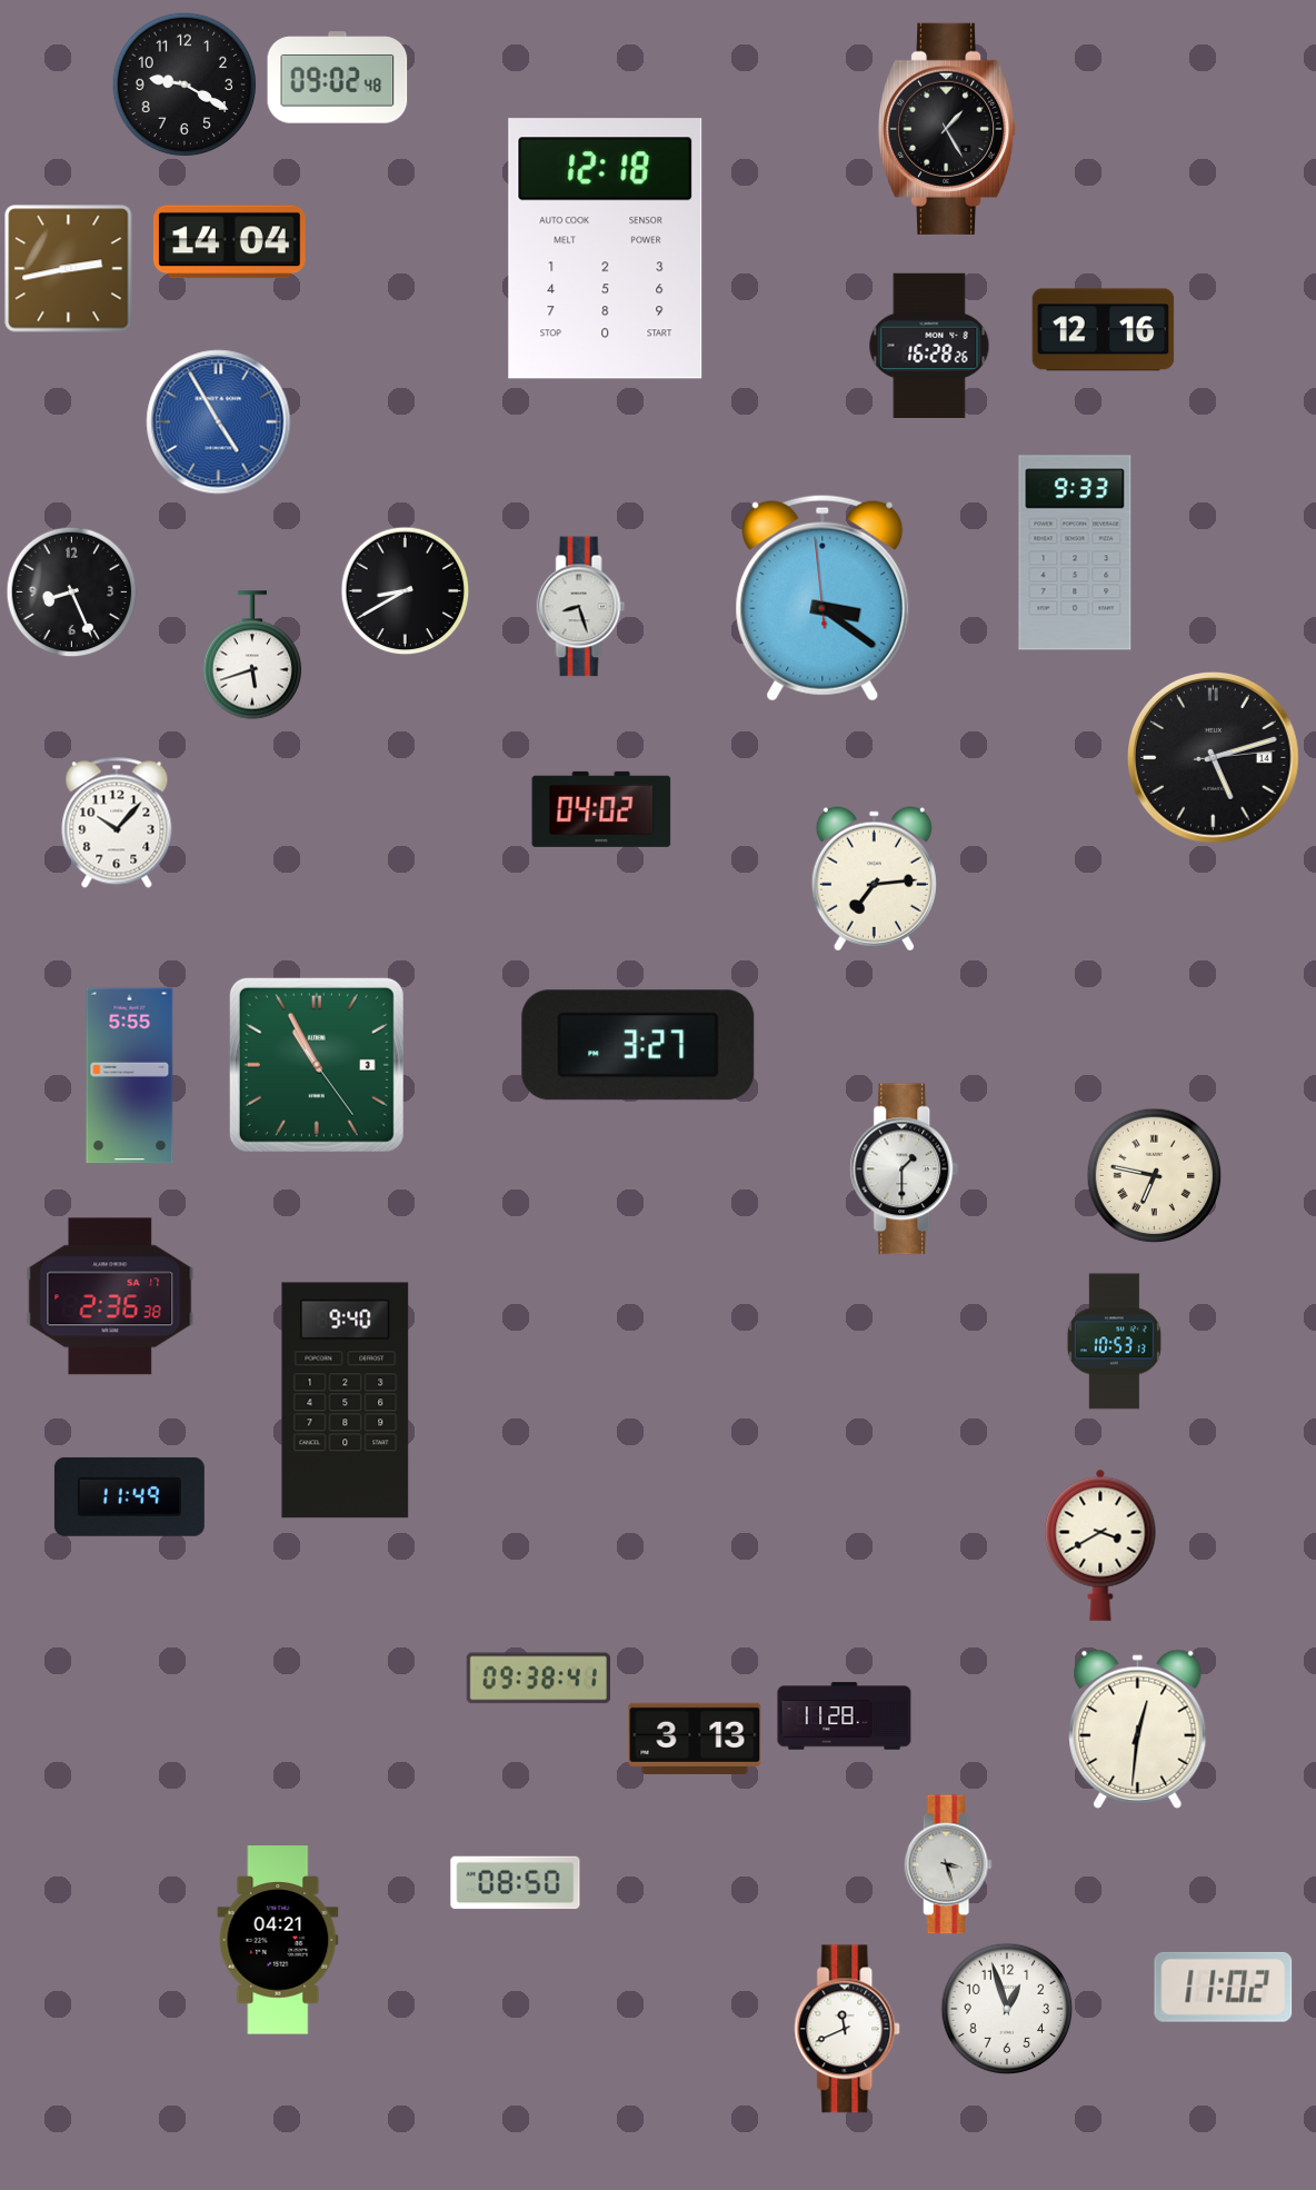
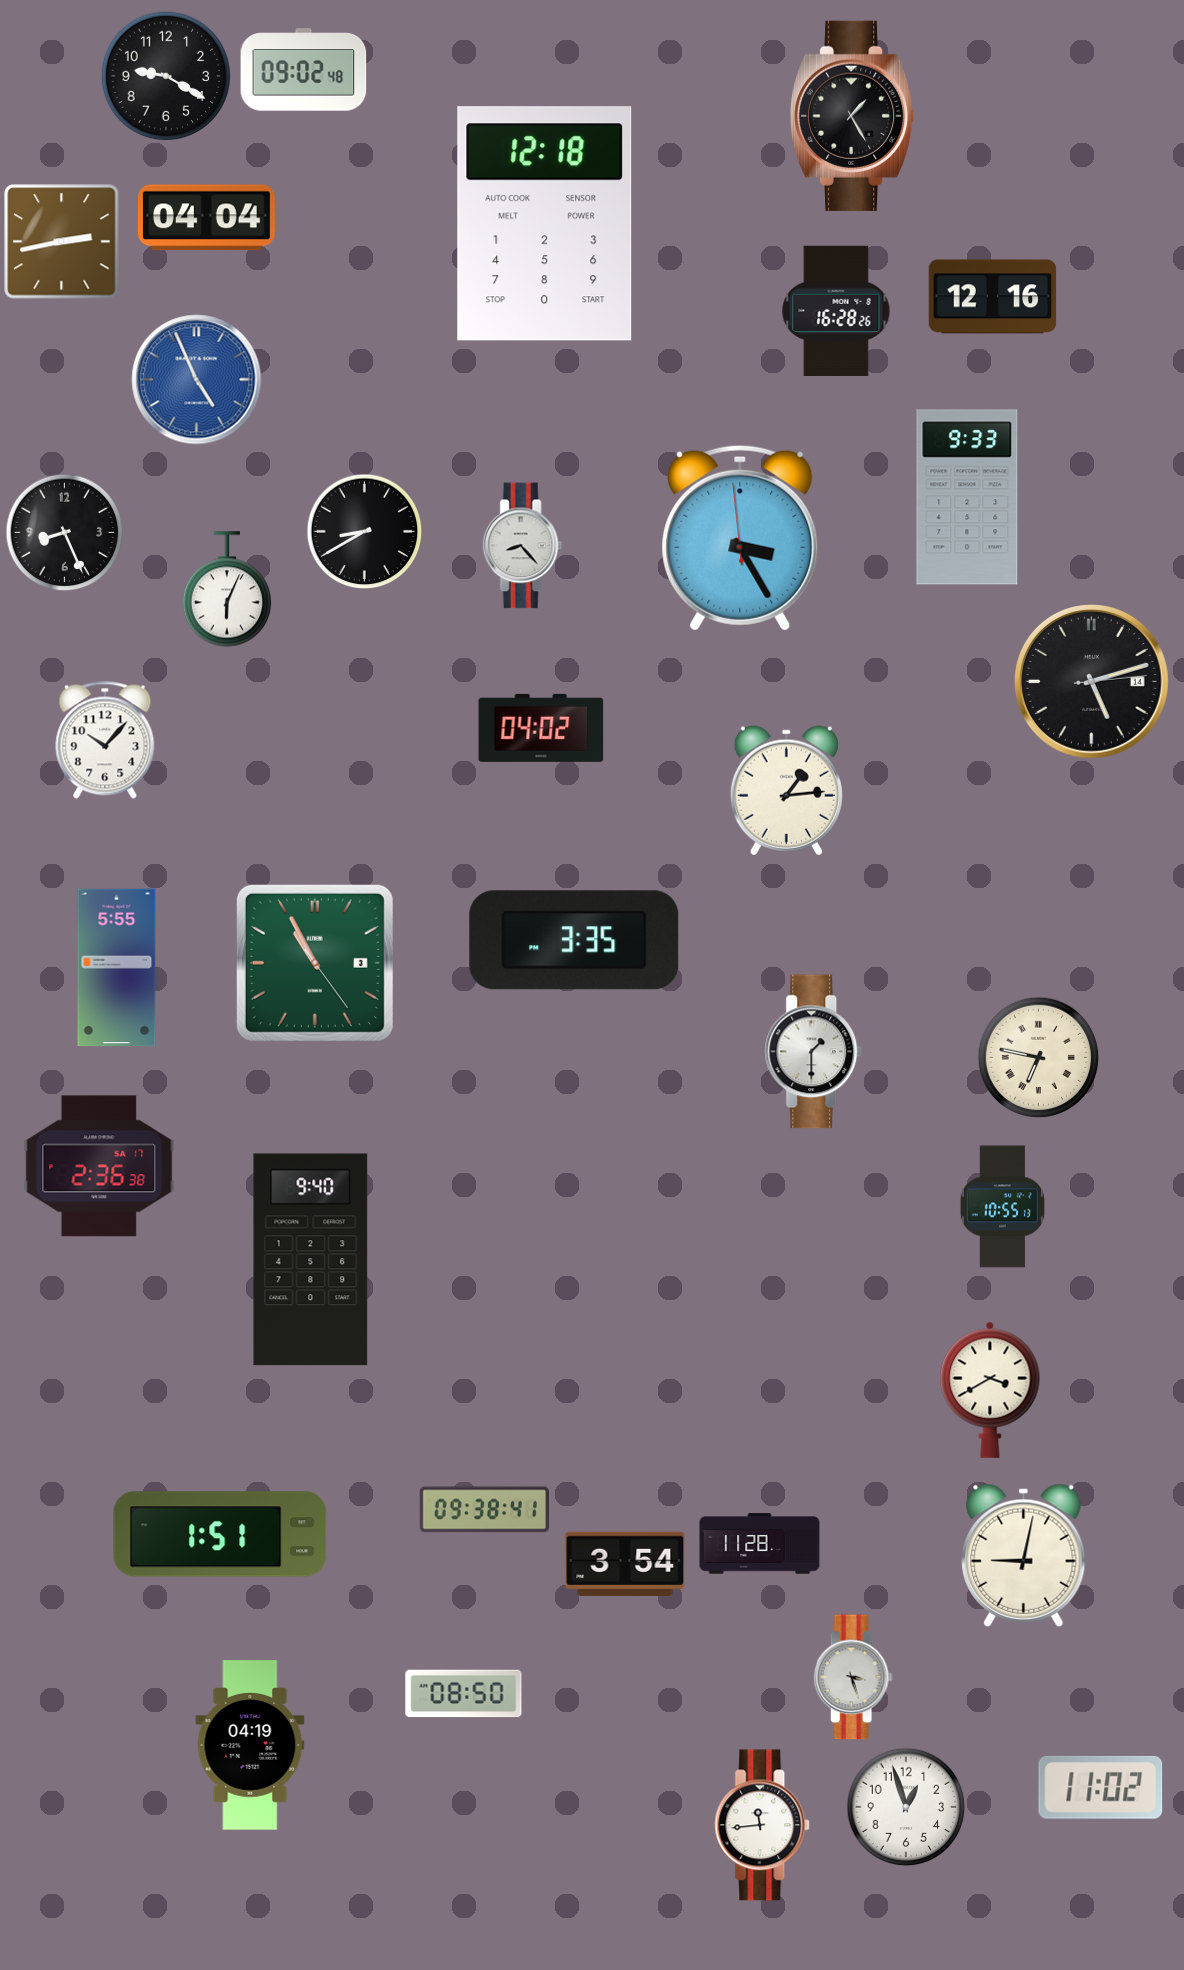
clock at (229, 242): 14:04 -> 04:04
clock at (219, 422): 4:55 -> 4:56
clock at (822, 598): 3:20 -> 3:24
clock at (581, 607): 8:27 -> 8:23
clock at (252, 655): 5:42 -> 6:04
clock at (874, 879): 7:14 -> 1:14
clock at (638, 1045): 3:27 -> 3:35
clock at (317, 1065) position: (317, 1065) -> (315, 963)
clock at (1114, 1342): 10:53 -> 10:55
clock at (129, 1496): 11:49 -> none
clock at (220, 1534): none -> 1:51
clock at (1138, 1729): 12:31 -> 9:02
clock at (695, 1739): 3:13 -> 3:54
clock at (278, 1940): 04:21 -> 04:19
clock at (848, 2029): 11:41 -> 11:44
